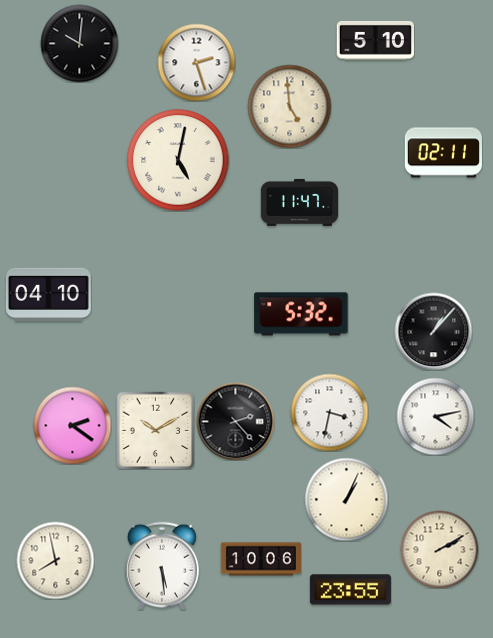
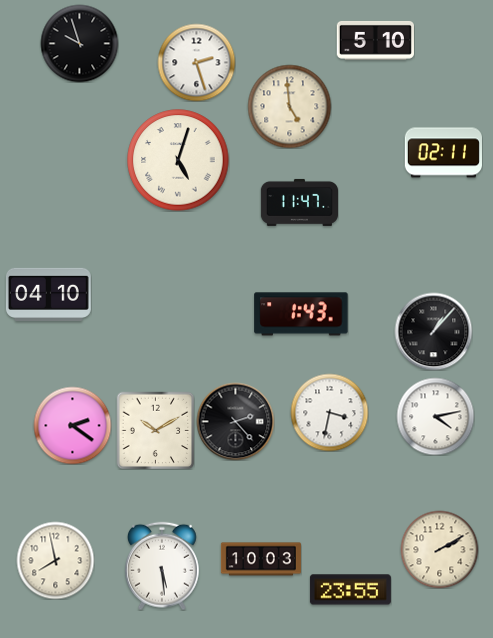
clock at (79, 43): 10:01 -> 9:57
clock at (178, 160): 5:02 -> 5:03
clock at (301, 314): 5:32 -> 1:43
clock at (346, 499): 1:04 -> none
clock at (261, 559): 10:06 -> 10:03
